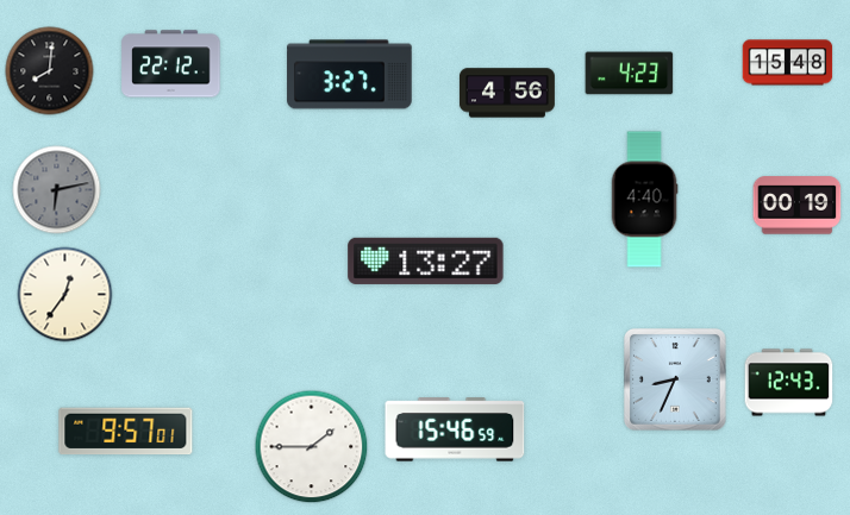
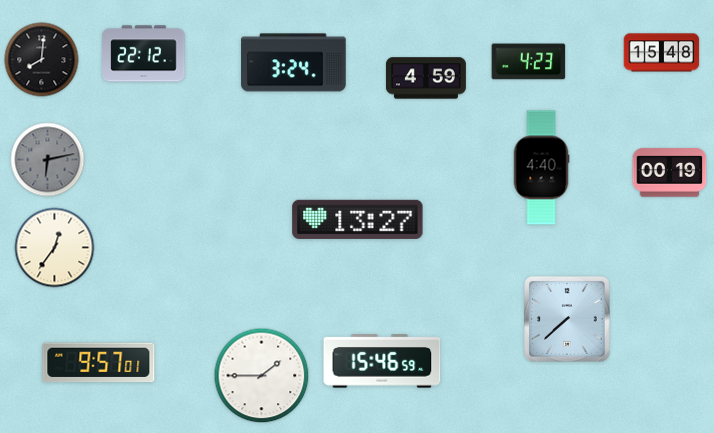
clock at (350, 75): 3:27 -> 3:24
clock at (507, 93): 4:56 -> 4:59
clock at (676, 381): 8:34 -> 7:38
clock at (789, 383): 12:43 -> none
clock at (126, 432) position: (126, 432) -> (99, 363)
